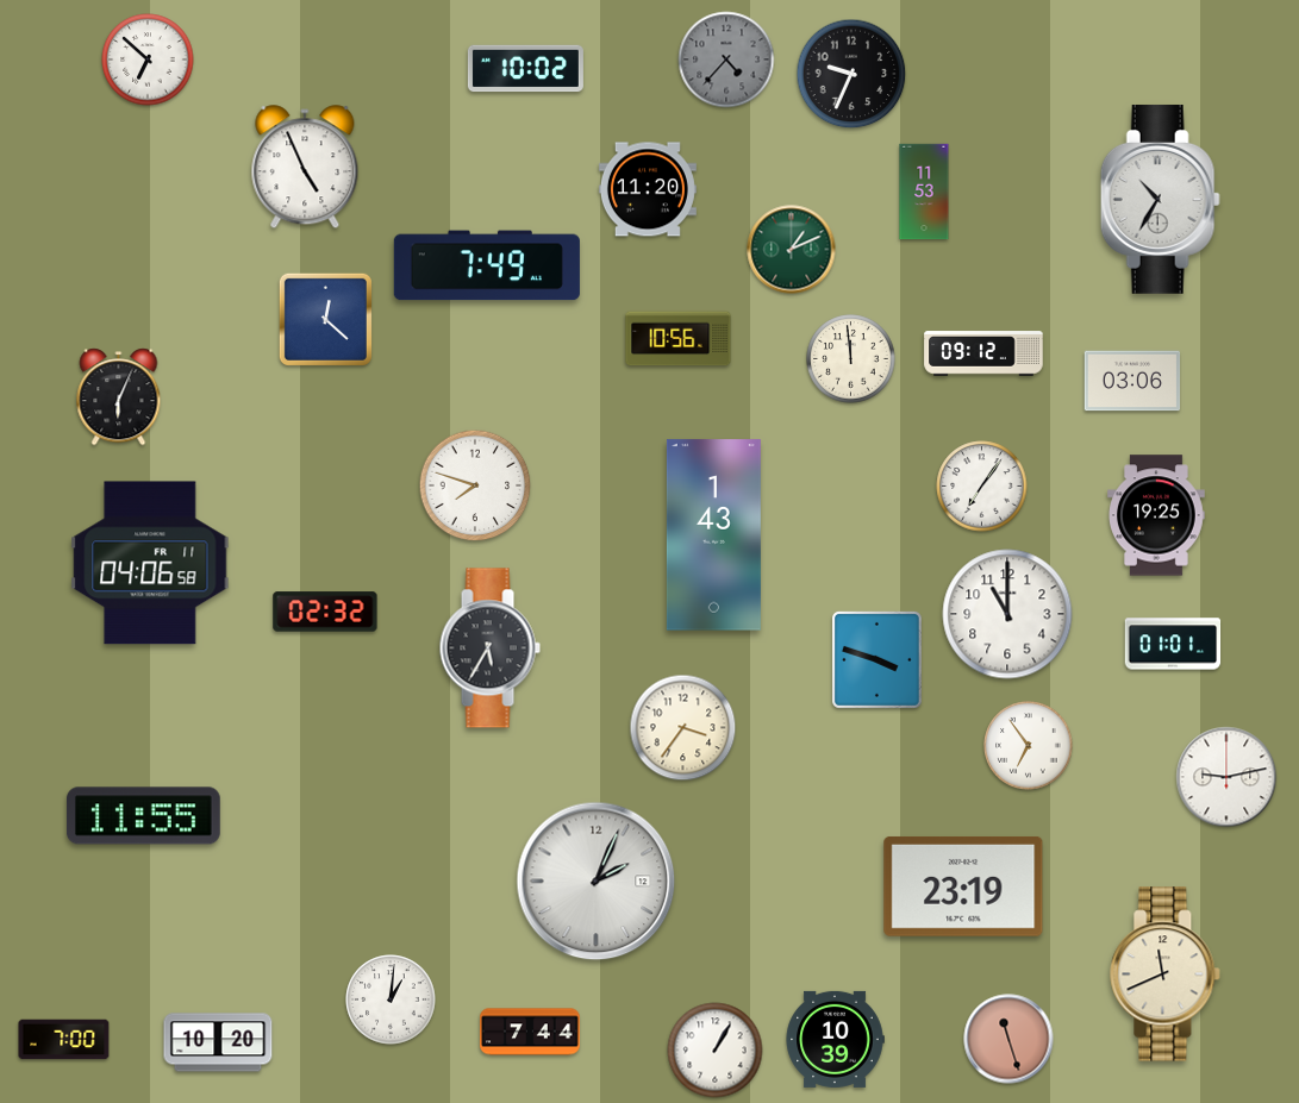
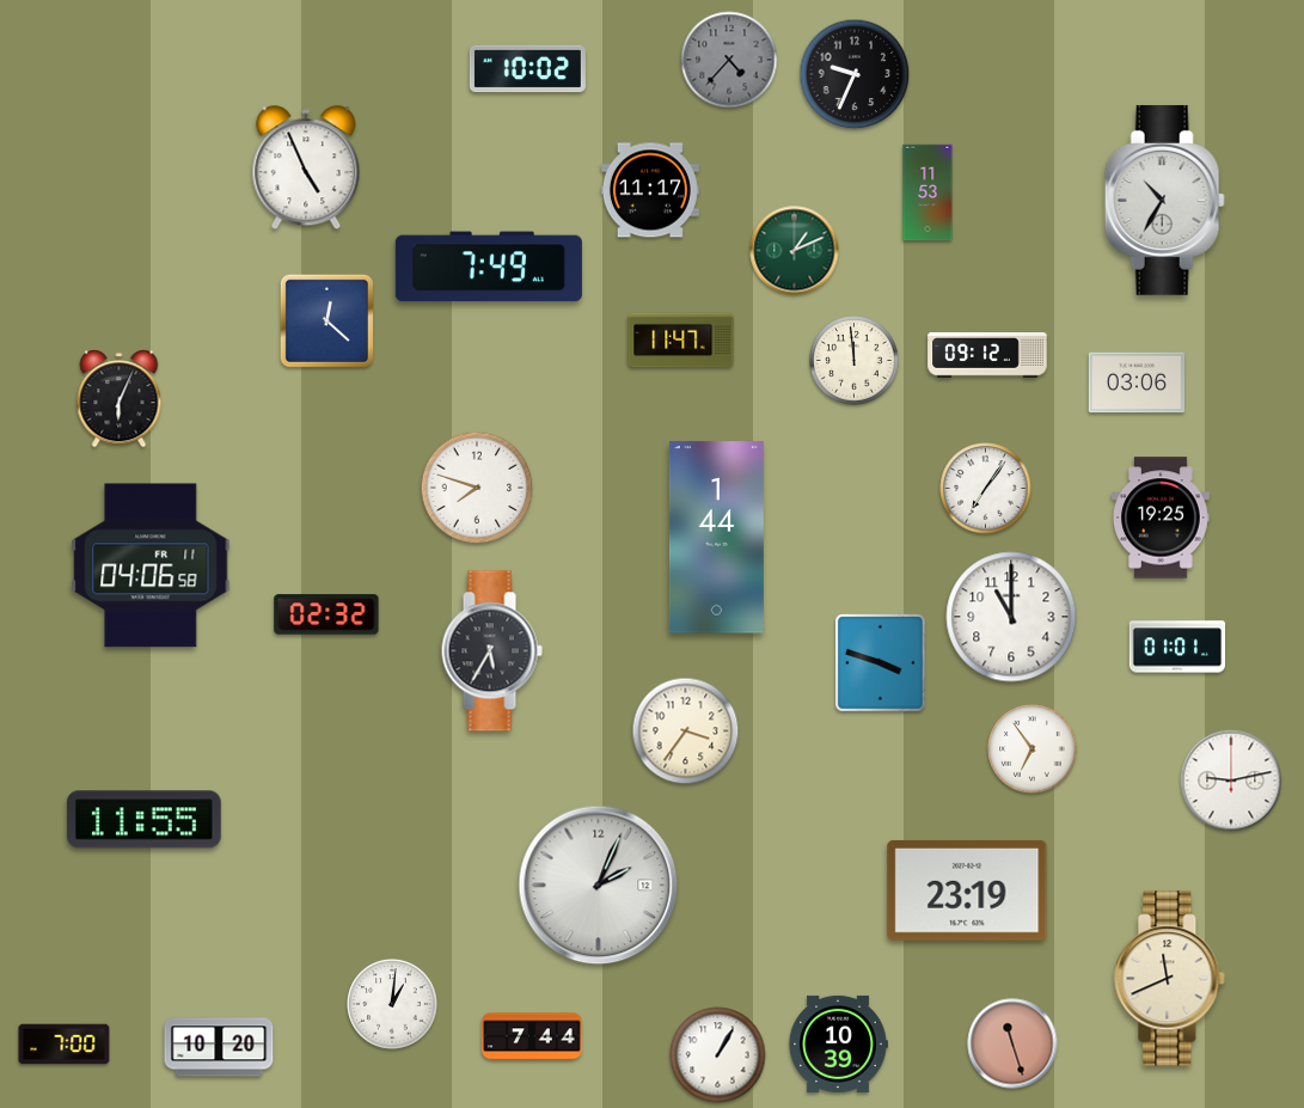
clock at (148, 59): 6:52 -> none
clock at (648, 189): 11:20 -> 11:17
clock at (679, 339): 10:56 -> 11:47
clock at (713, 535): 1:43 -> 1:44
